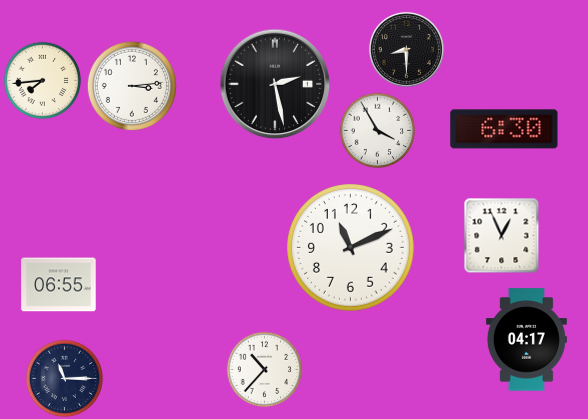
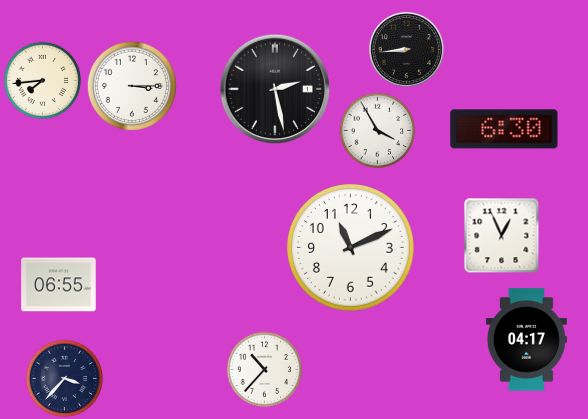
clock at (406, 49): 8:30 -> 8:44
clock at (275, 84) position: (275, 84) -> (275, 89)
clock at (132, 86): 3:14 -> 3:15
clock at (65, 379): 11:15 -> 3:37
